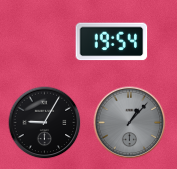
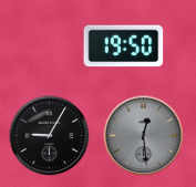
clock at (112, 42): 19:54 -> 19:50
clock at (130, 123): 1:07 -> 12:29
